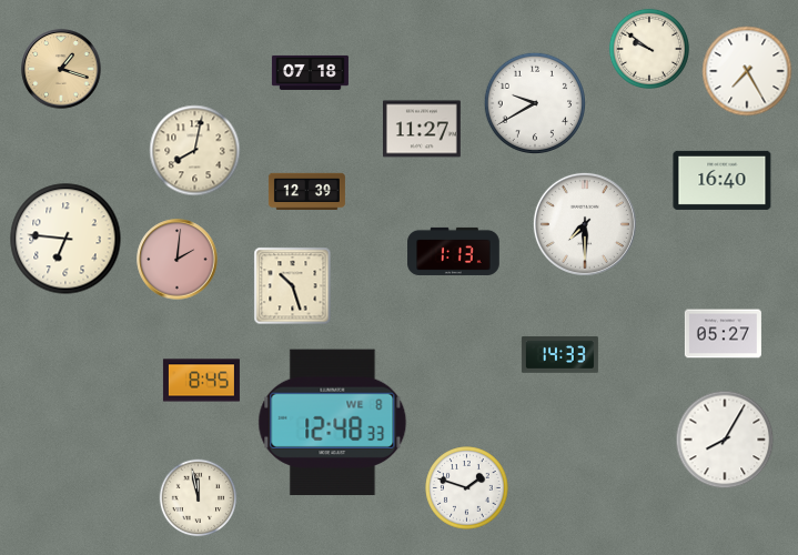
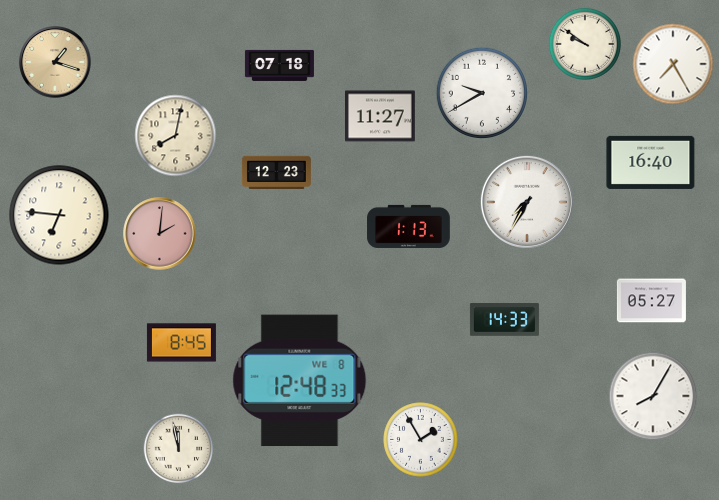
clock at (306, 191): 12:39 -> 12:23
clock at (585, 224): 7:30 -> 7:35
clock at (293, 286): 10:27 -> none
clock at (467, 488): 1:48 -> 1:55
